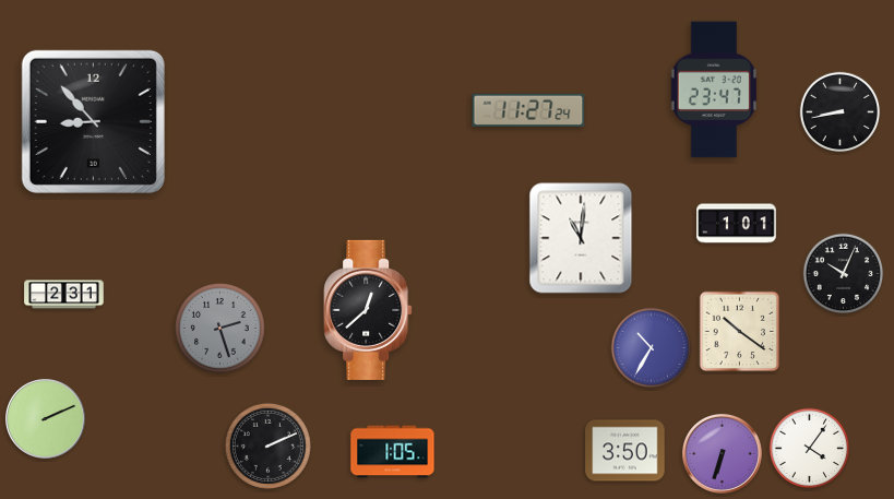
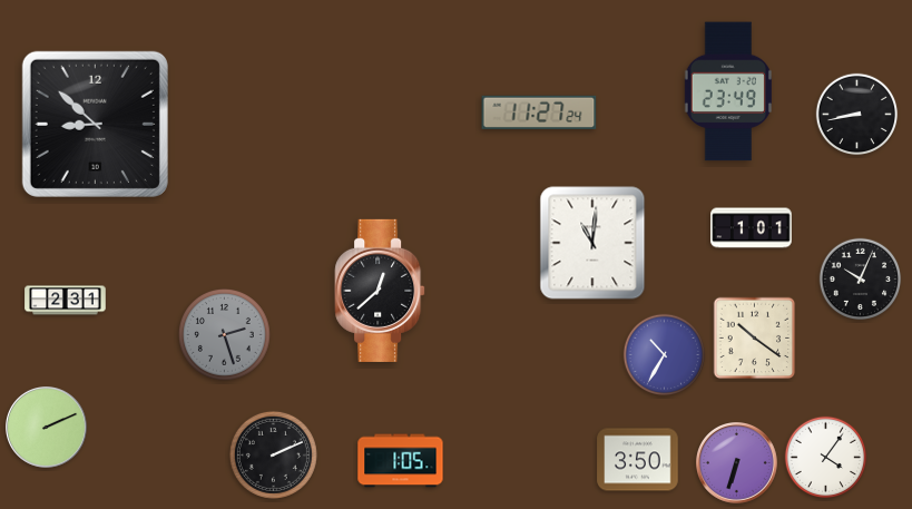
clock at (714, 90): 23:47 -> 23:49
clock at (93, 121): 8:53 -> 8:52
clock at (368, 310) position: (368, 310) -> (380, 291)
